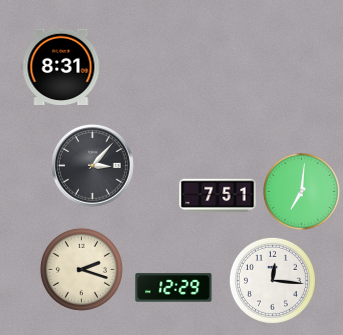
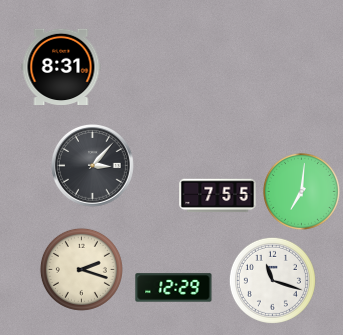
clock at (218, 196): 7:51 -> 7:55
clock at (272, 280): 12:16 -> 11:18
